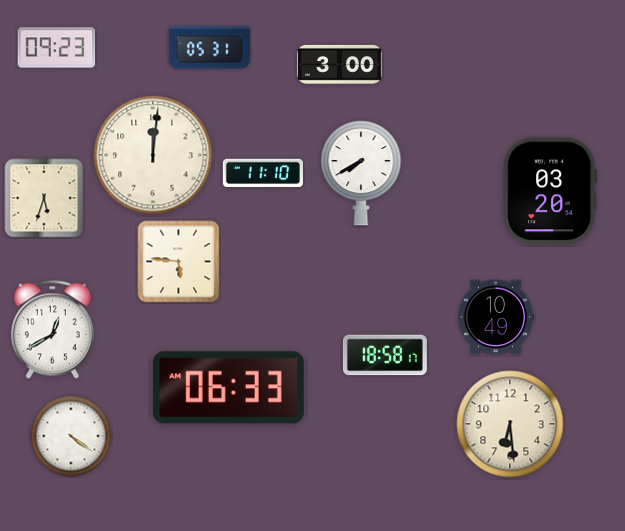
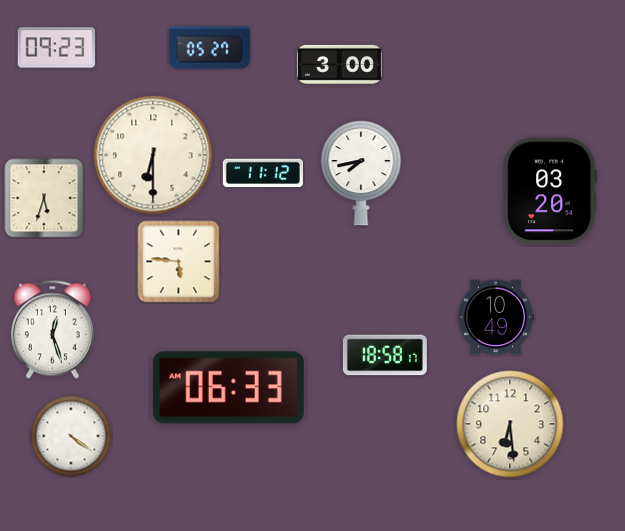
clock at (209, 48): 05:31 -> 05:27
clock at (153, 155): 12:01 -> 6:30
clock at (263, 172): 11:10 -> 11:12
clock at (361, 173): 7:40 -> 7:43
clock at (52, 330): 12:40 -> 12:27
